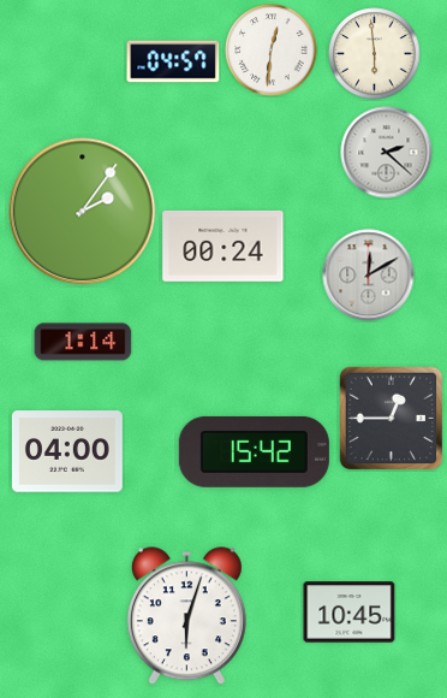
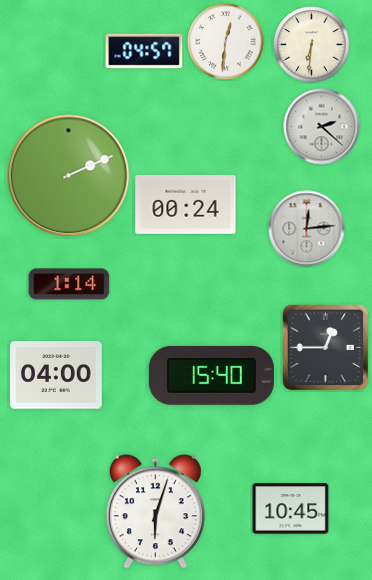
clock at (375, 54): 5:59 -> 6:31
clock at (83, 212): 2:06 -> 2:11
clock at (369, 276): 12:10 -> 12:14
clock at (254, 451): 15:42 -> 15:40
